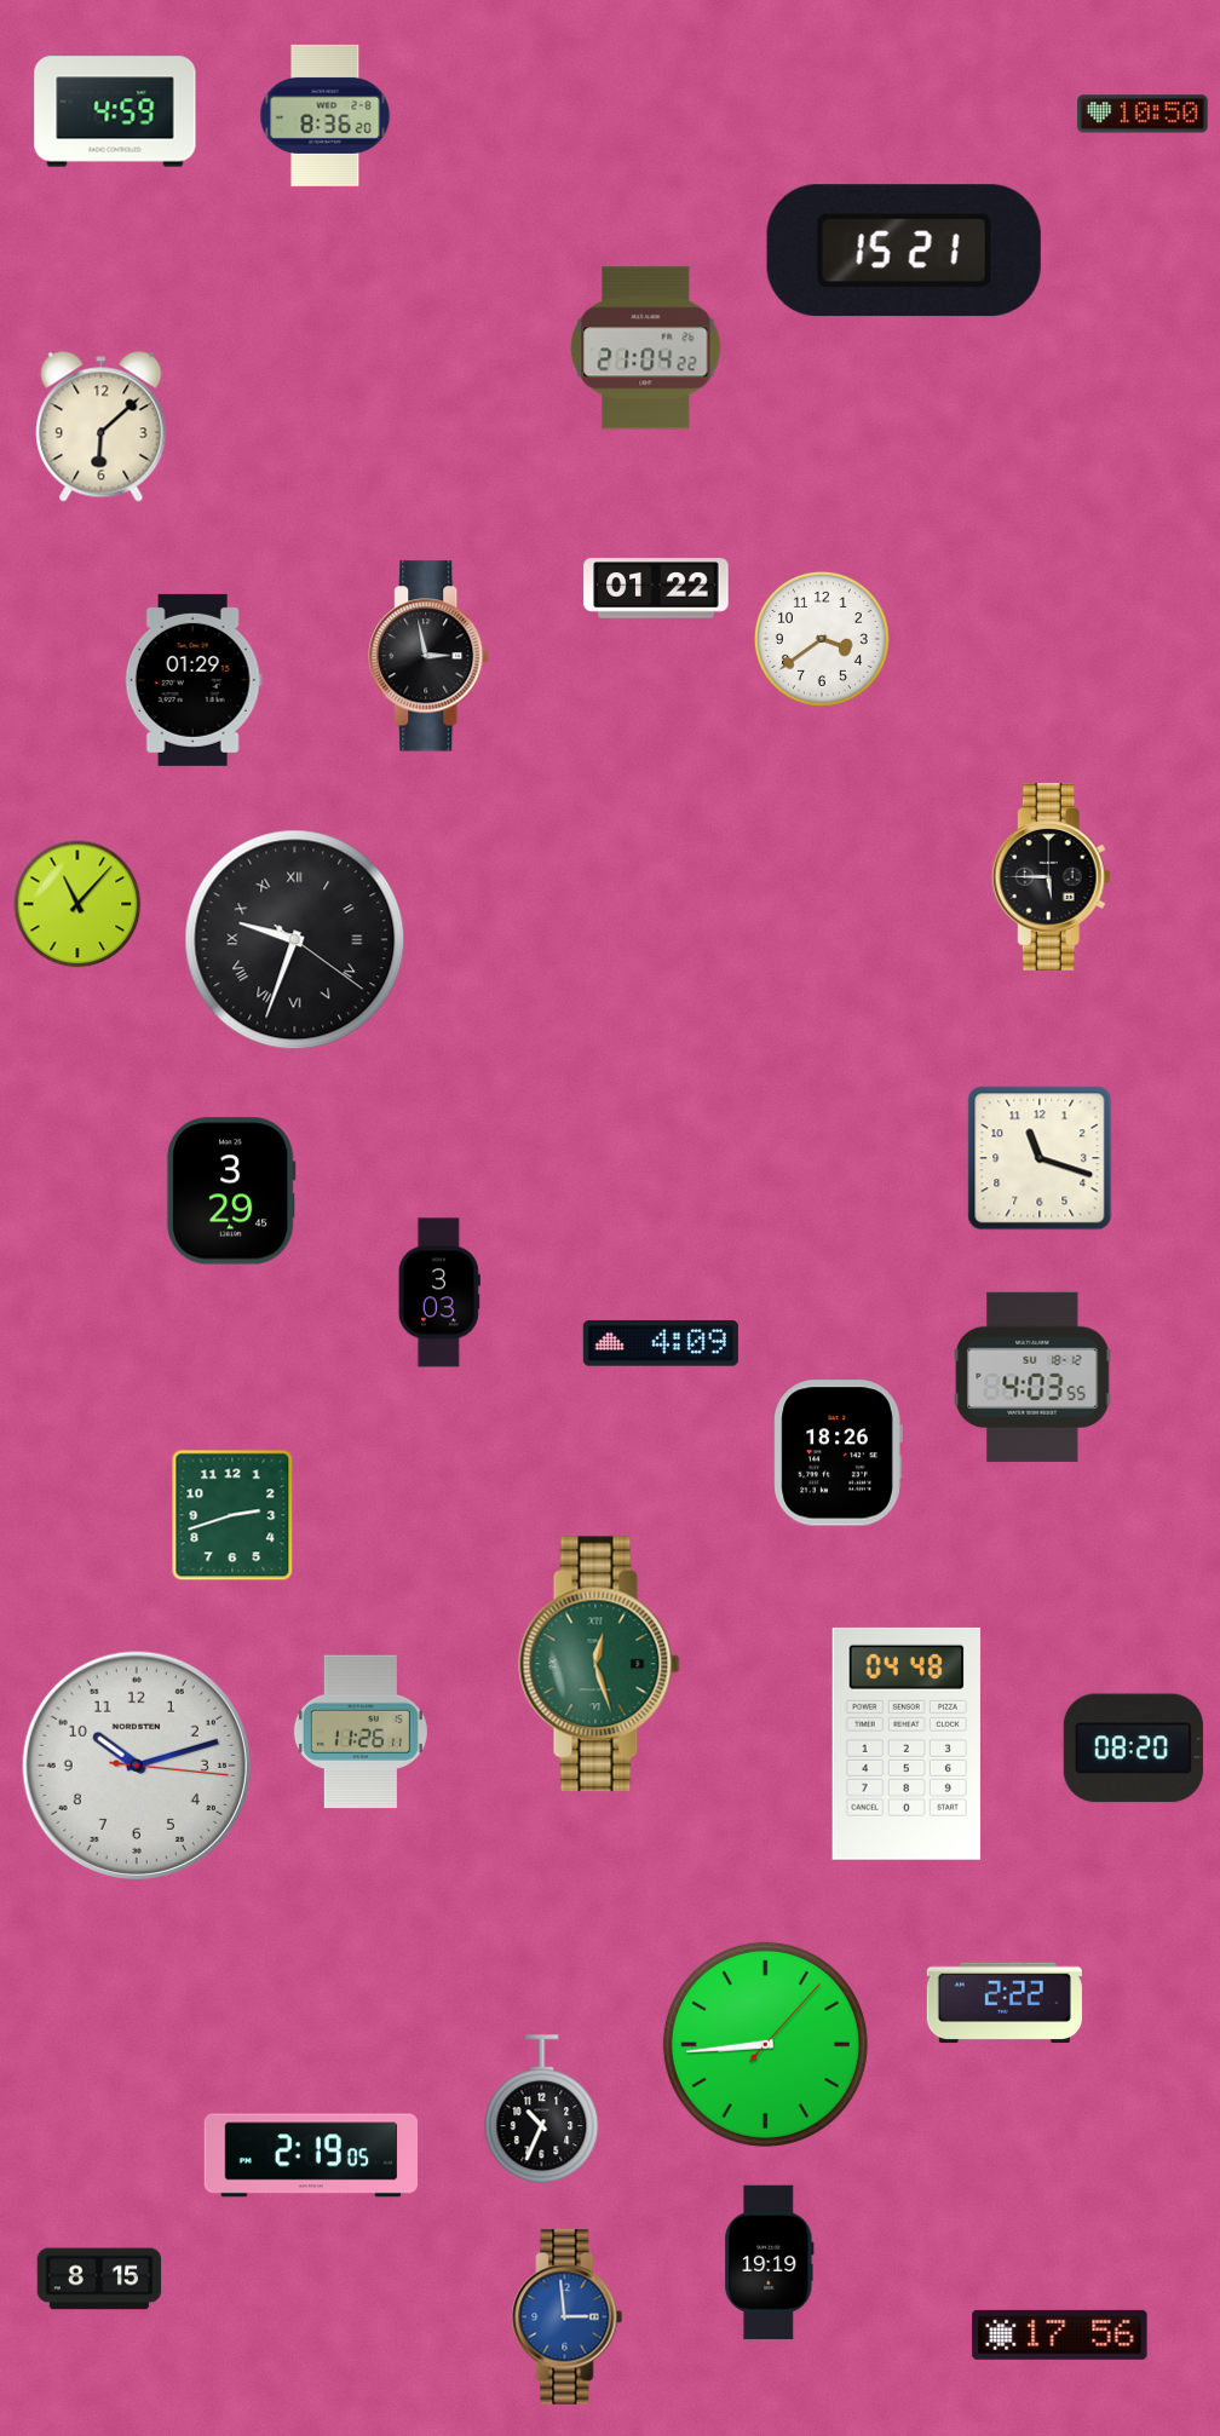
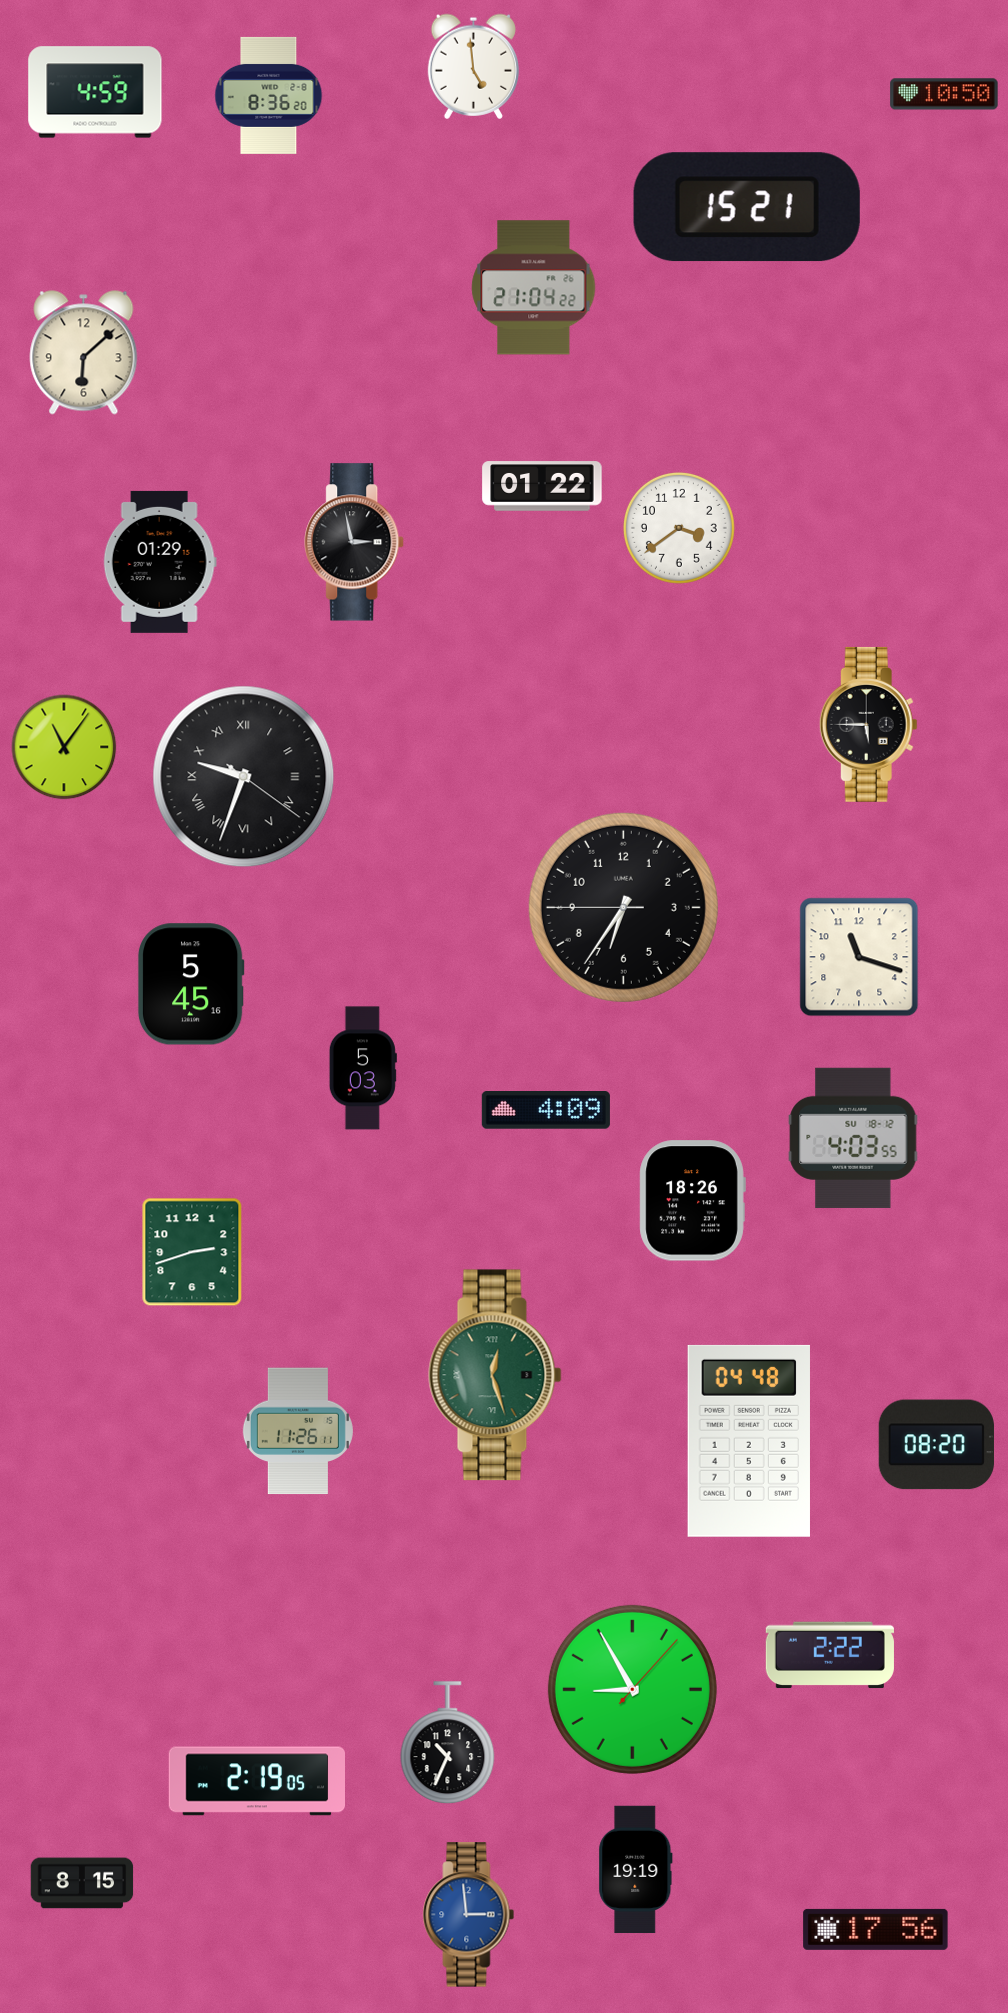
clock at (473, 66): none -> 4:59
clock at (77, 904): 11:07 -> 11:06
clock at (623, 907): none -> 6:35
clock at (231, 1191): 3:29 -> 5:45
clock at (439, 1292): 3:03 -> 5:03
clock at (137, 1766): 10:12 -> none
clock at (765, 2044): 8:44 -> 8:55
